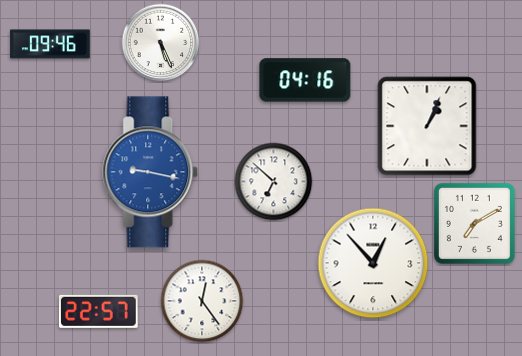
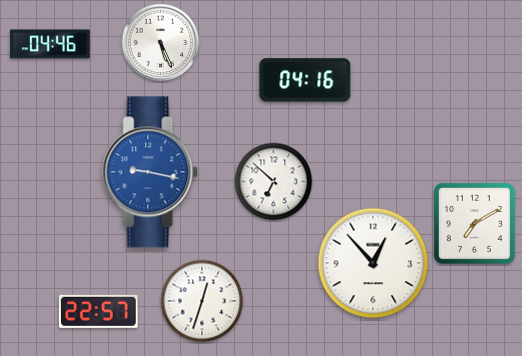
clock at (50, 44): 09:46 -> 04:46
clock at (427, 126): 1:04 -> none
clock at (202, 301): 12:24 -> 12:33
